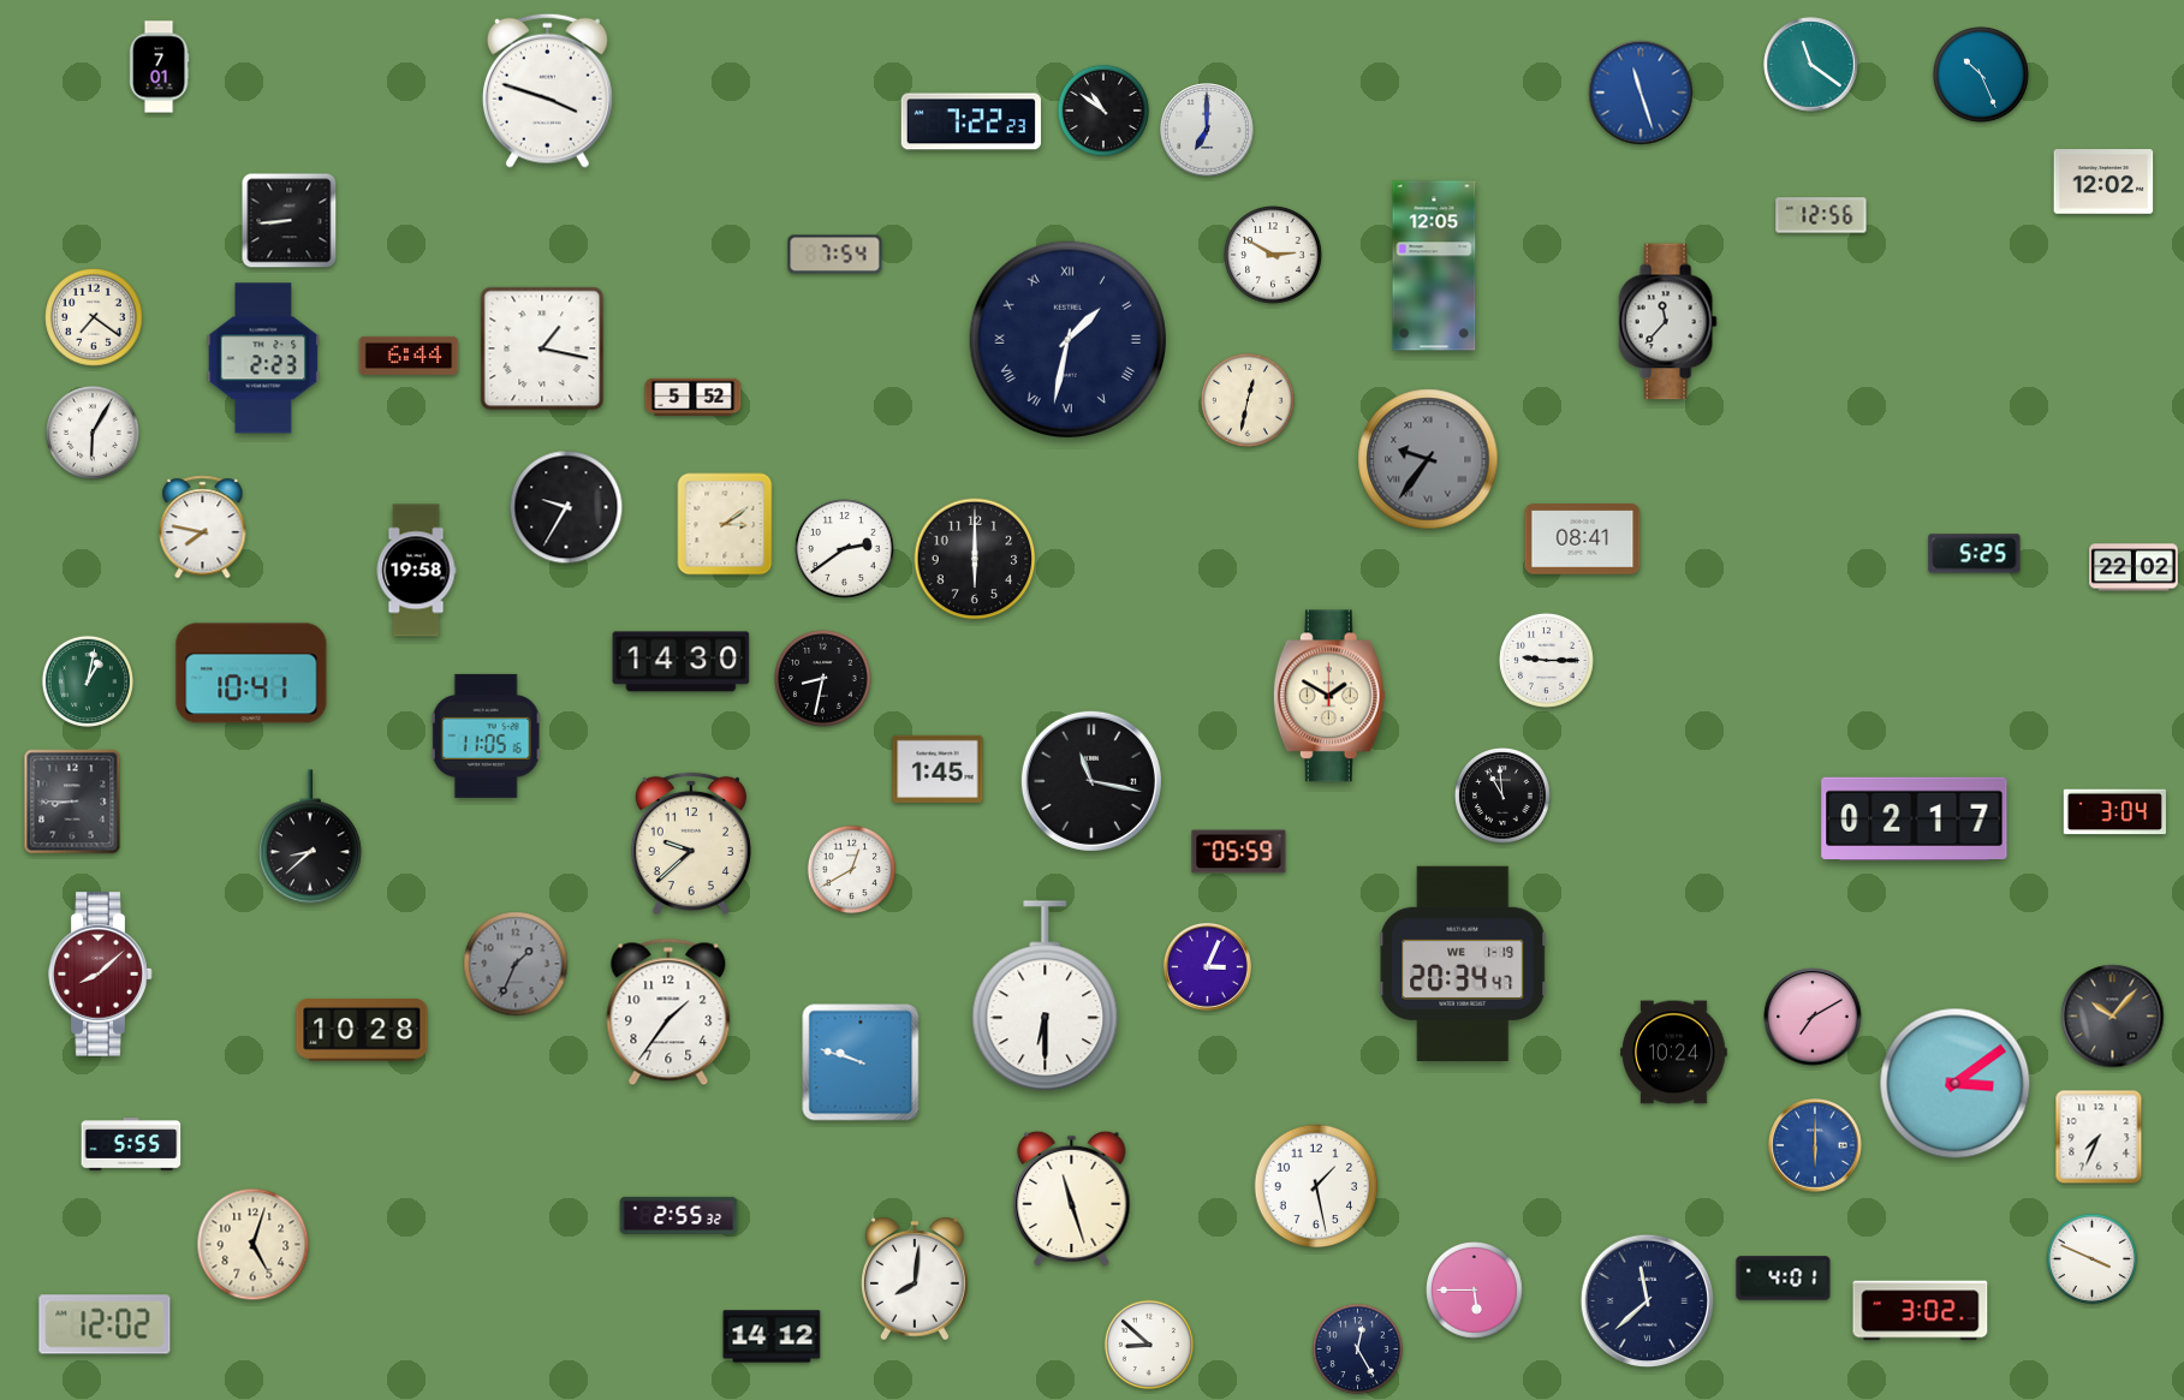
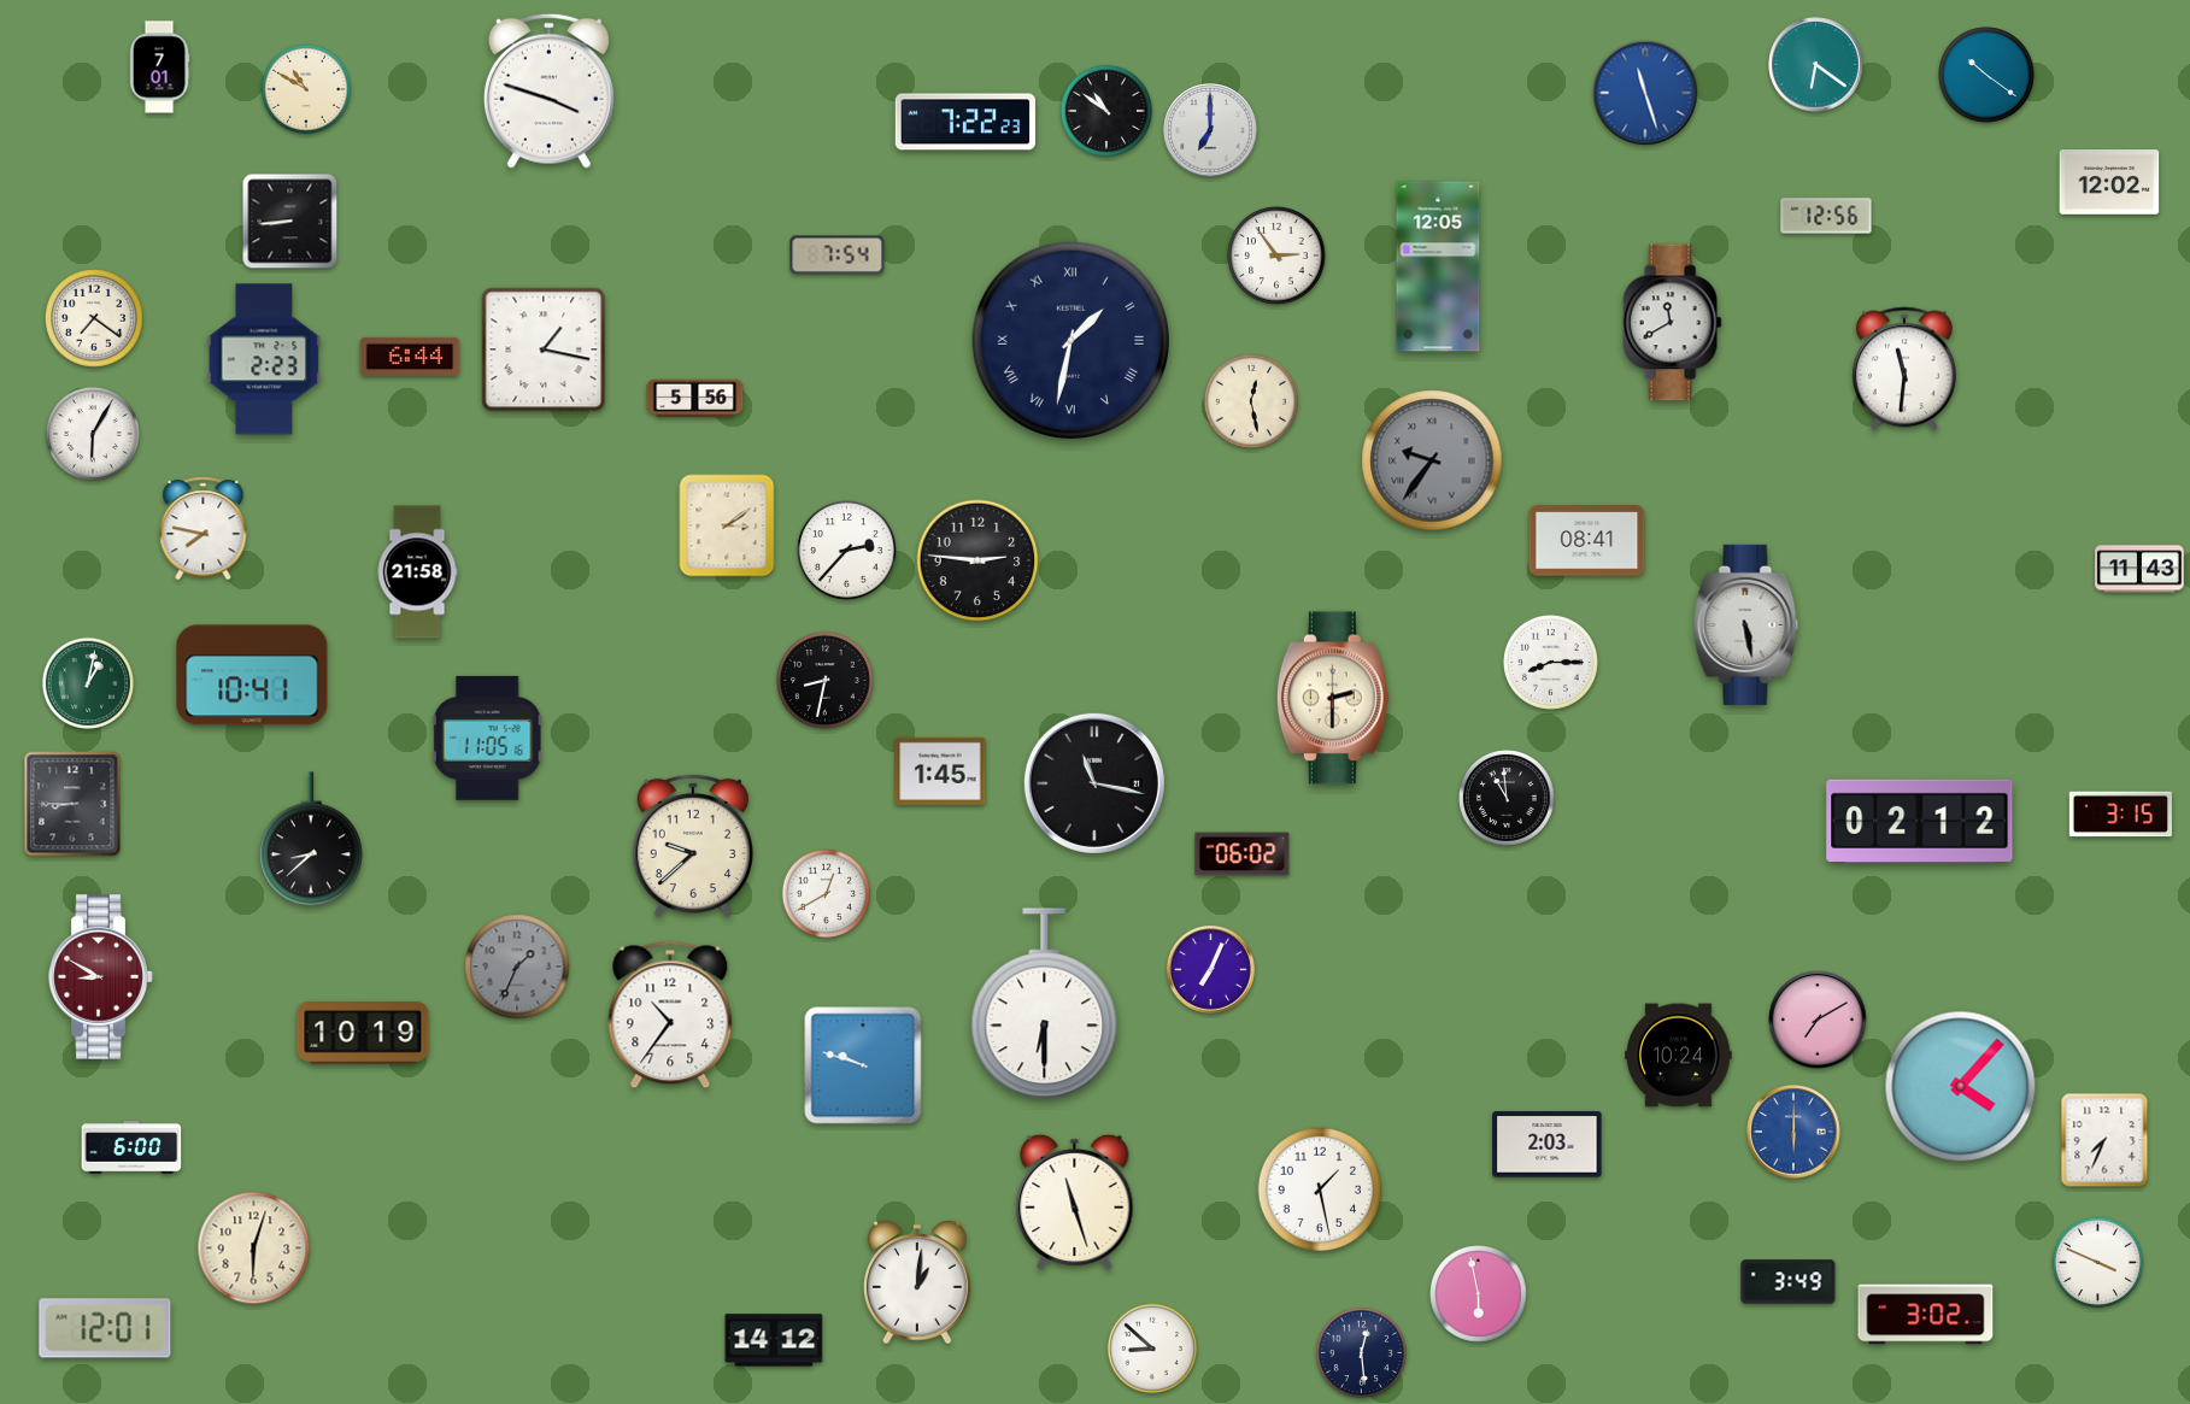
clock at (1811, 65): 11:21 -> 6:21
clock at (1982, 76): 10:26 -> 10:21
clock at (306, 89): none -> 10:50
clock at (971, 121) position: (971, 121) -> (965, 122)
clock at (1273, 255): 2:50 -> 2:54
clock at (1667, 322): 11:37 -> 11:40
clock at (1904, 369): none -> 11:31
clock at (694, 398): 5:52 -> 5:56
clock at (1248, 400): 12:32 -> 12:28
clock at (566, 507): 9:35 -> none
clock at (845, 549): 2:39 -> 2:37
clock at (1975, 554): 5:25 -> none
clock at (975, 559): 6:00 -> 2:46
clock at (2134, 567): 22:02 -> 11:43
clock at (416, 571): 19:58 -> 21:58
clock at (1746, 624): none -> 5:28
clock at (1546, 660): 9:15 -> 8:15
clock at (682, 662): 14:30 -> none
clock at (1329, 696): 1:50 -> 2:30
clock at (2114, 812): 3:04 -> 3:15
clock at (1915, 818): 02:17 -> 02:12
clock at (1239, 852): 05:59 -> 06:02
clock at (852, 870) position: (852, 870) -> (827, 894)
clock at (1463, 963): 20:34 -> none
clock at (1207, 966): 3:04 -> 7:04
clock at (101, 975): 8:08 -> 8:50
clock at (1046, 996) position: (1046, 996) -> (1045, 1004)
clock at (668, 1012): 1:36 -> 10:36
clock at (2113, 1017): 10:07 -> none
clock at (362, 1031): 10:28 -> 10:19
clock at (1956, 1084): 3:09 -> 4:07
clock at (1548, 1145): none -> 2:03
clock at (131, 1144): 5:55 -> 6:00
clock at (1815, 1145) position: (1815, 1145) -> (1793, 1132)
clock at (679, 1215): 2:55 -> none
clock at (254, 1245): 5:03 -> 6:03
clock at (916, 1279): 8:01 -> 1:01
clock at (1784, 1279): 4:01 -> 3:49
clock at (1475, 1291): 5:45 -> 5:58
clock at (1648, 1301): 11:38 -> none
clock at (105, 1324): 12:02 -> 12:01
clock at (1357, 1348): 12:25 -> 12:29
